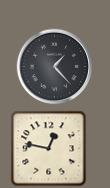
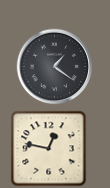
clock at (55, 67): 1:23 -> 1:21
